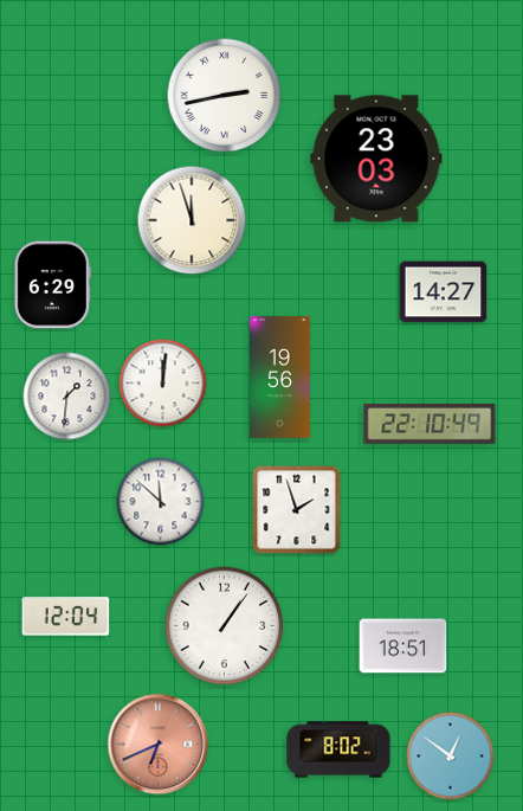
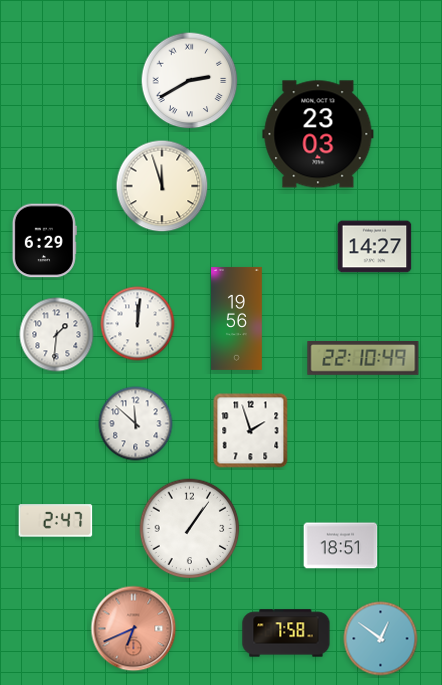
clock at (225, 96): 2:43 -> 2:40
clock at (66, 617): 12:04 -> 2:47
clock at (338, 749): 8:02 -> 7:58
